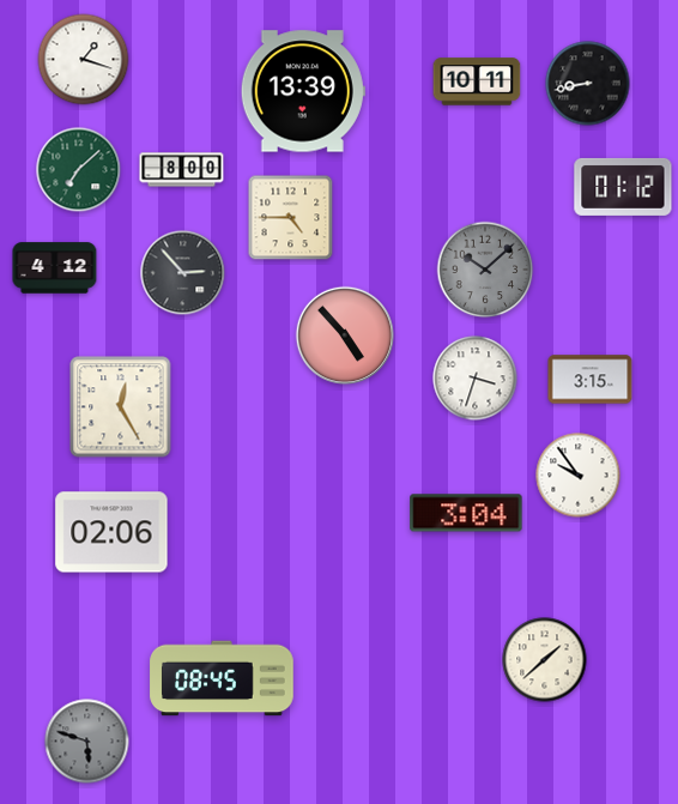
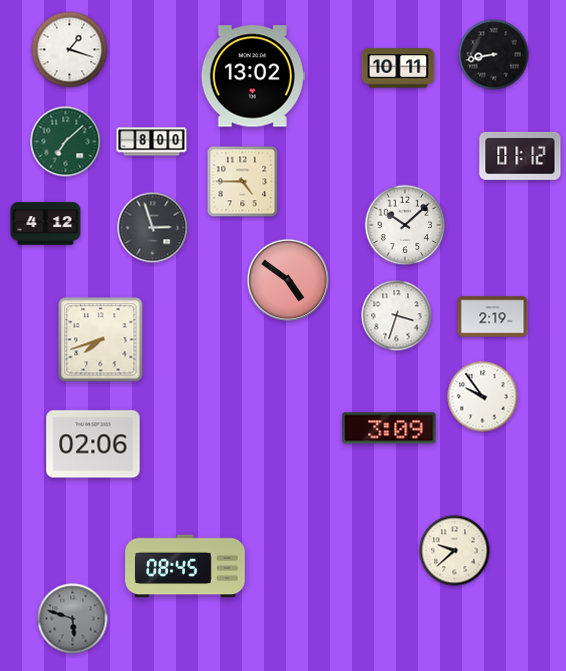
clock at (588, 84) position: (588, 84) -> (494, 55)
clock at (303, 91): 13:39 -> 13:02
clock at (485, 270) dial: grey -> white
clock at (183, 273): 2:53 -> 2:57
clock at (345, 335): 4:53 -> 4:51
clock at (591, 380): 3:15 -> 2:19
clock at (121, 407): 12:25 -> 7:42
clock at (466, 513): 3:04 -> 3:09
clock at (545, 660): 1:38 -> 9:38
